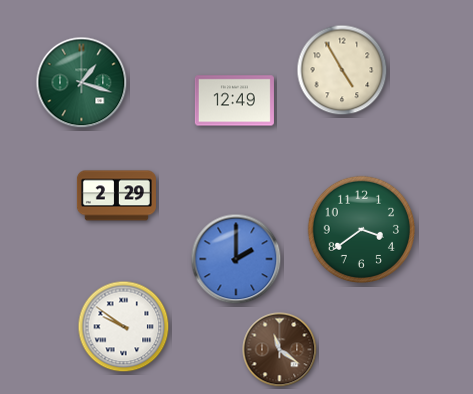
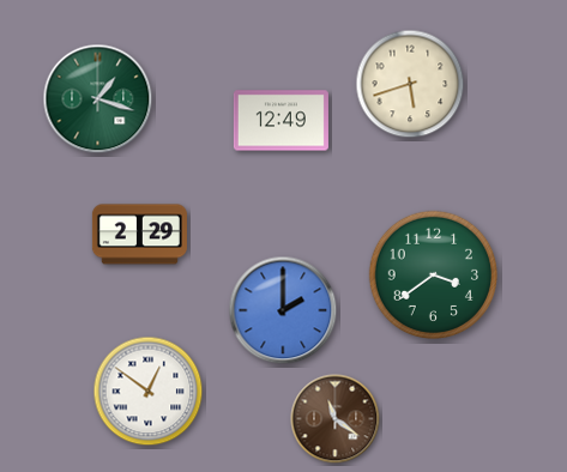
clock at (342, 70): 4:55 -> 5:42
clock at (124, 327): 9:51 -> 12:51
